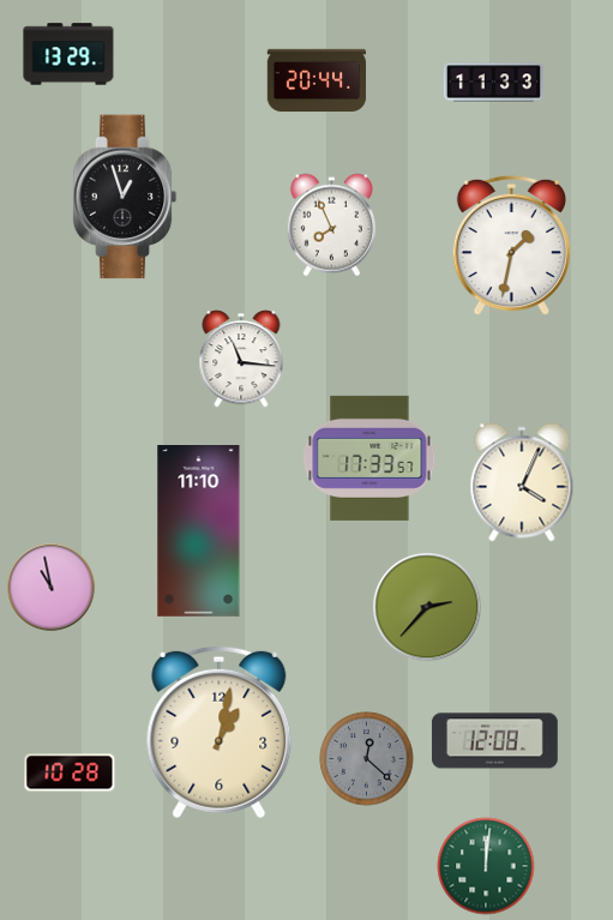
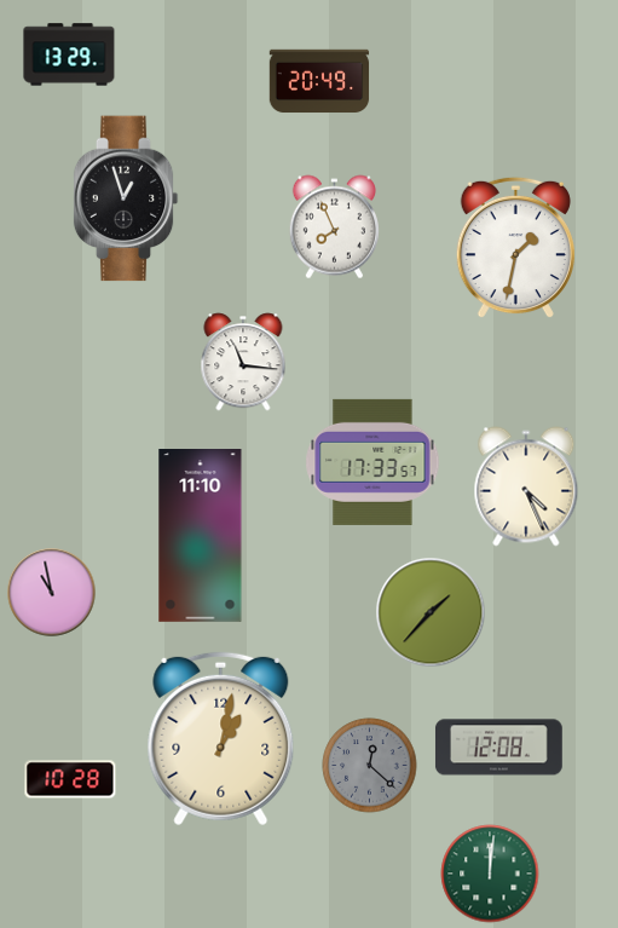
clock at (317, 80): 20:44 -> 20:49
clock at (493, 83): 11:33 -> none
clock at (522, 482): 4:04 -> 4:26
clock at (427, 607): 2:37 -> 1:37
